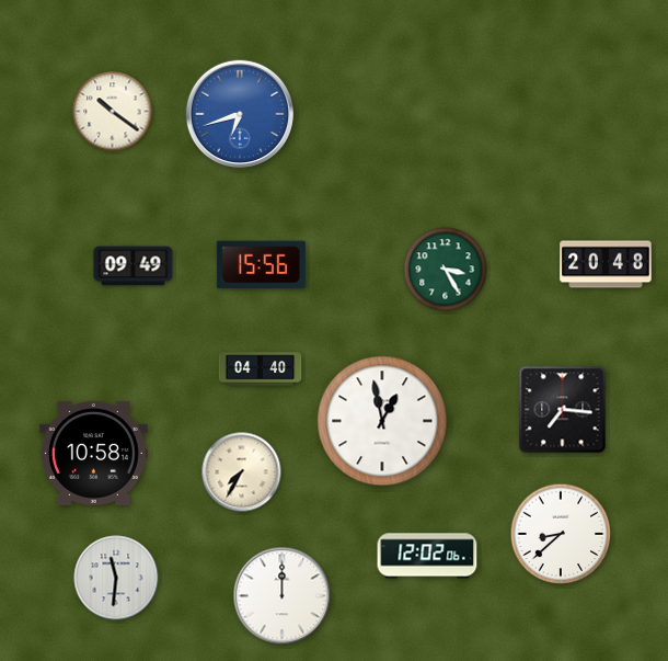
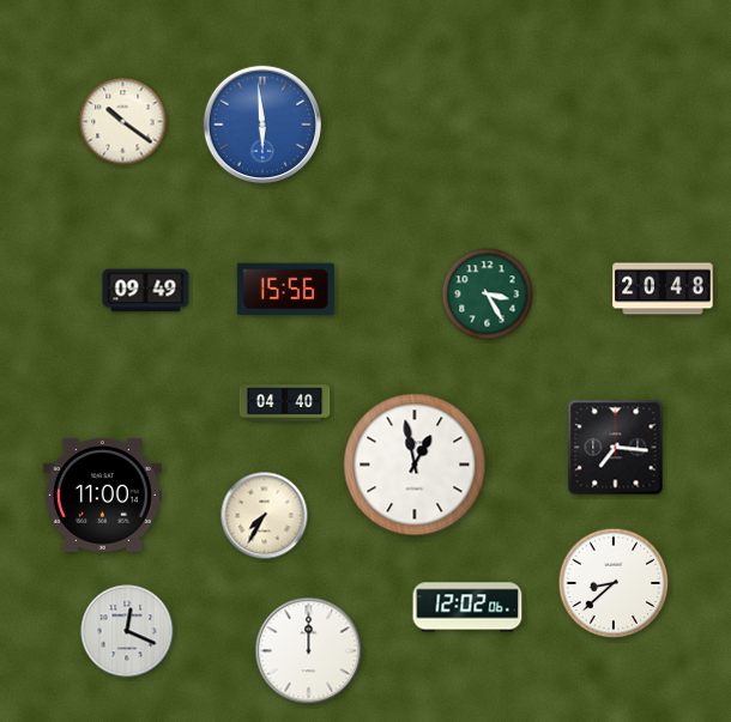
clock at (240, 114): 6:42 -> 5:59
clock at (382, 421) position: (382, 421) -> (415, 465)
clock at (93, 453): 10:58 -> 11:00
clock at (116, 578): 11:31 -> 12:19
